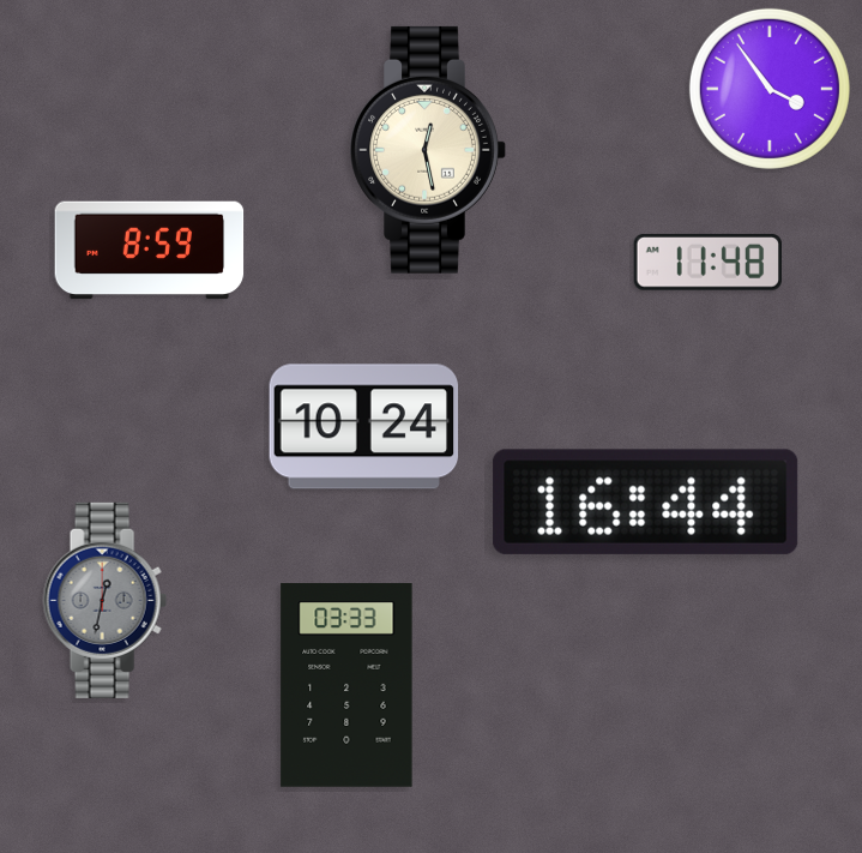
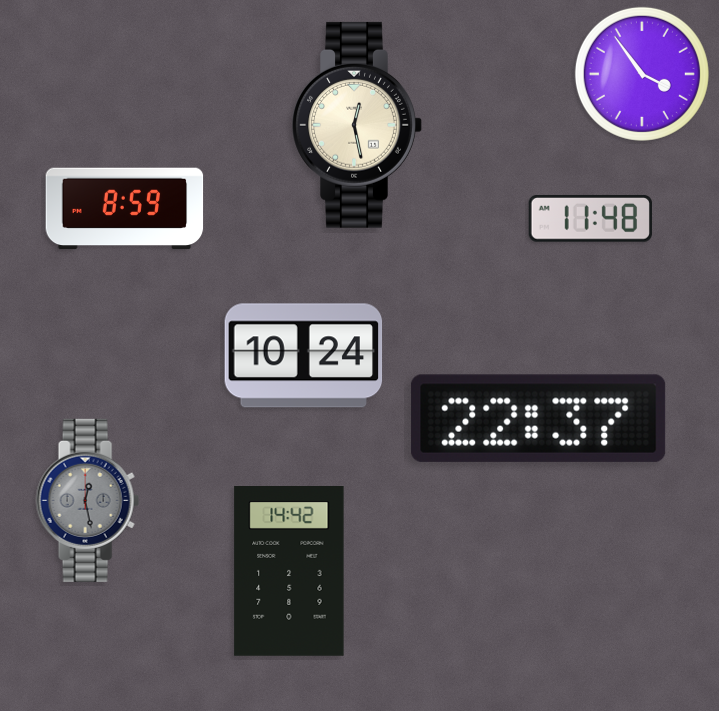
clock at (646, 501): 16:44 -> 22:37
clock at (104, 600): 12:32 -> 12:28
clock at (346, 686): 03:33 -> 14:42
